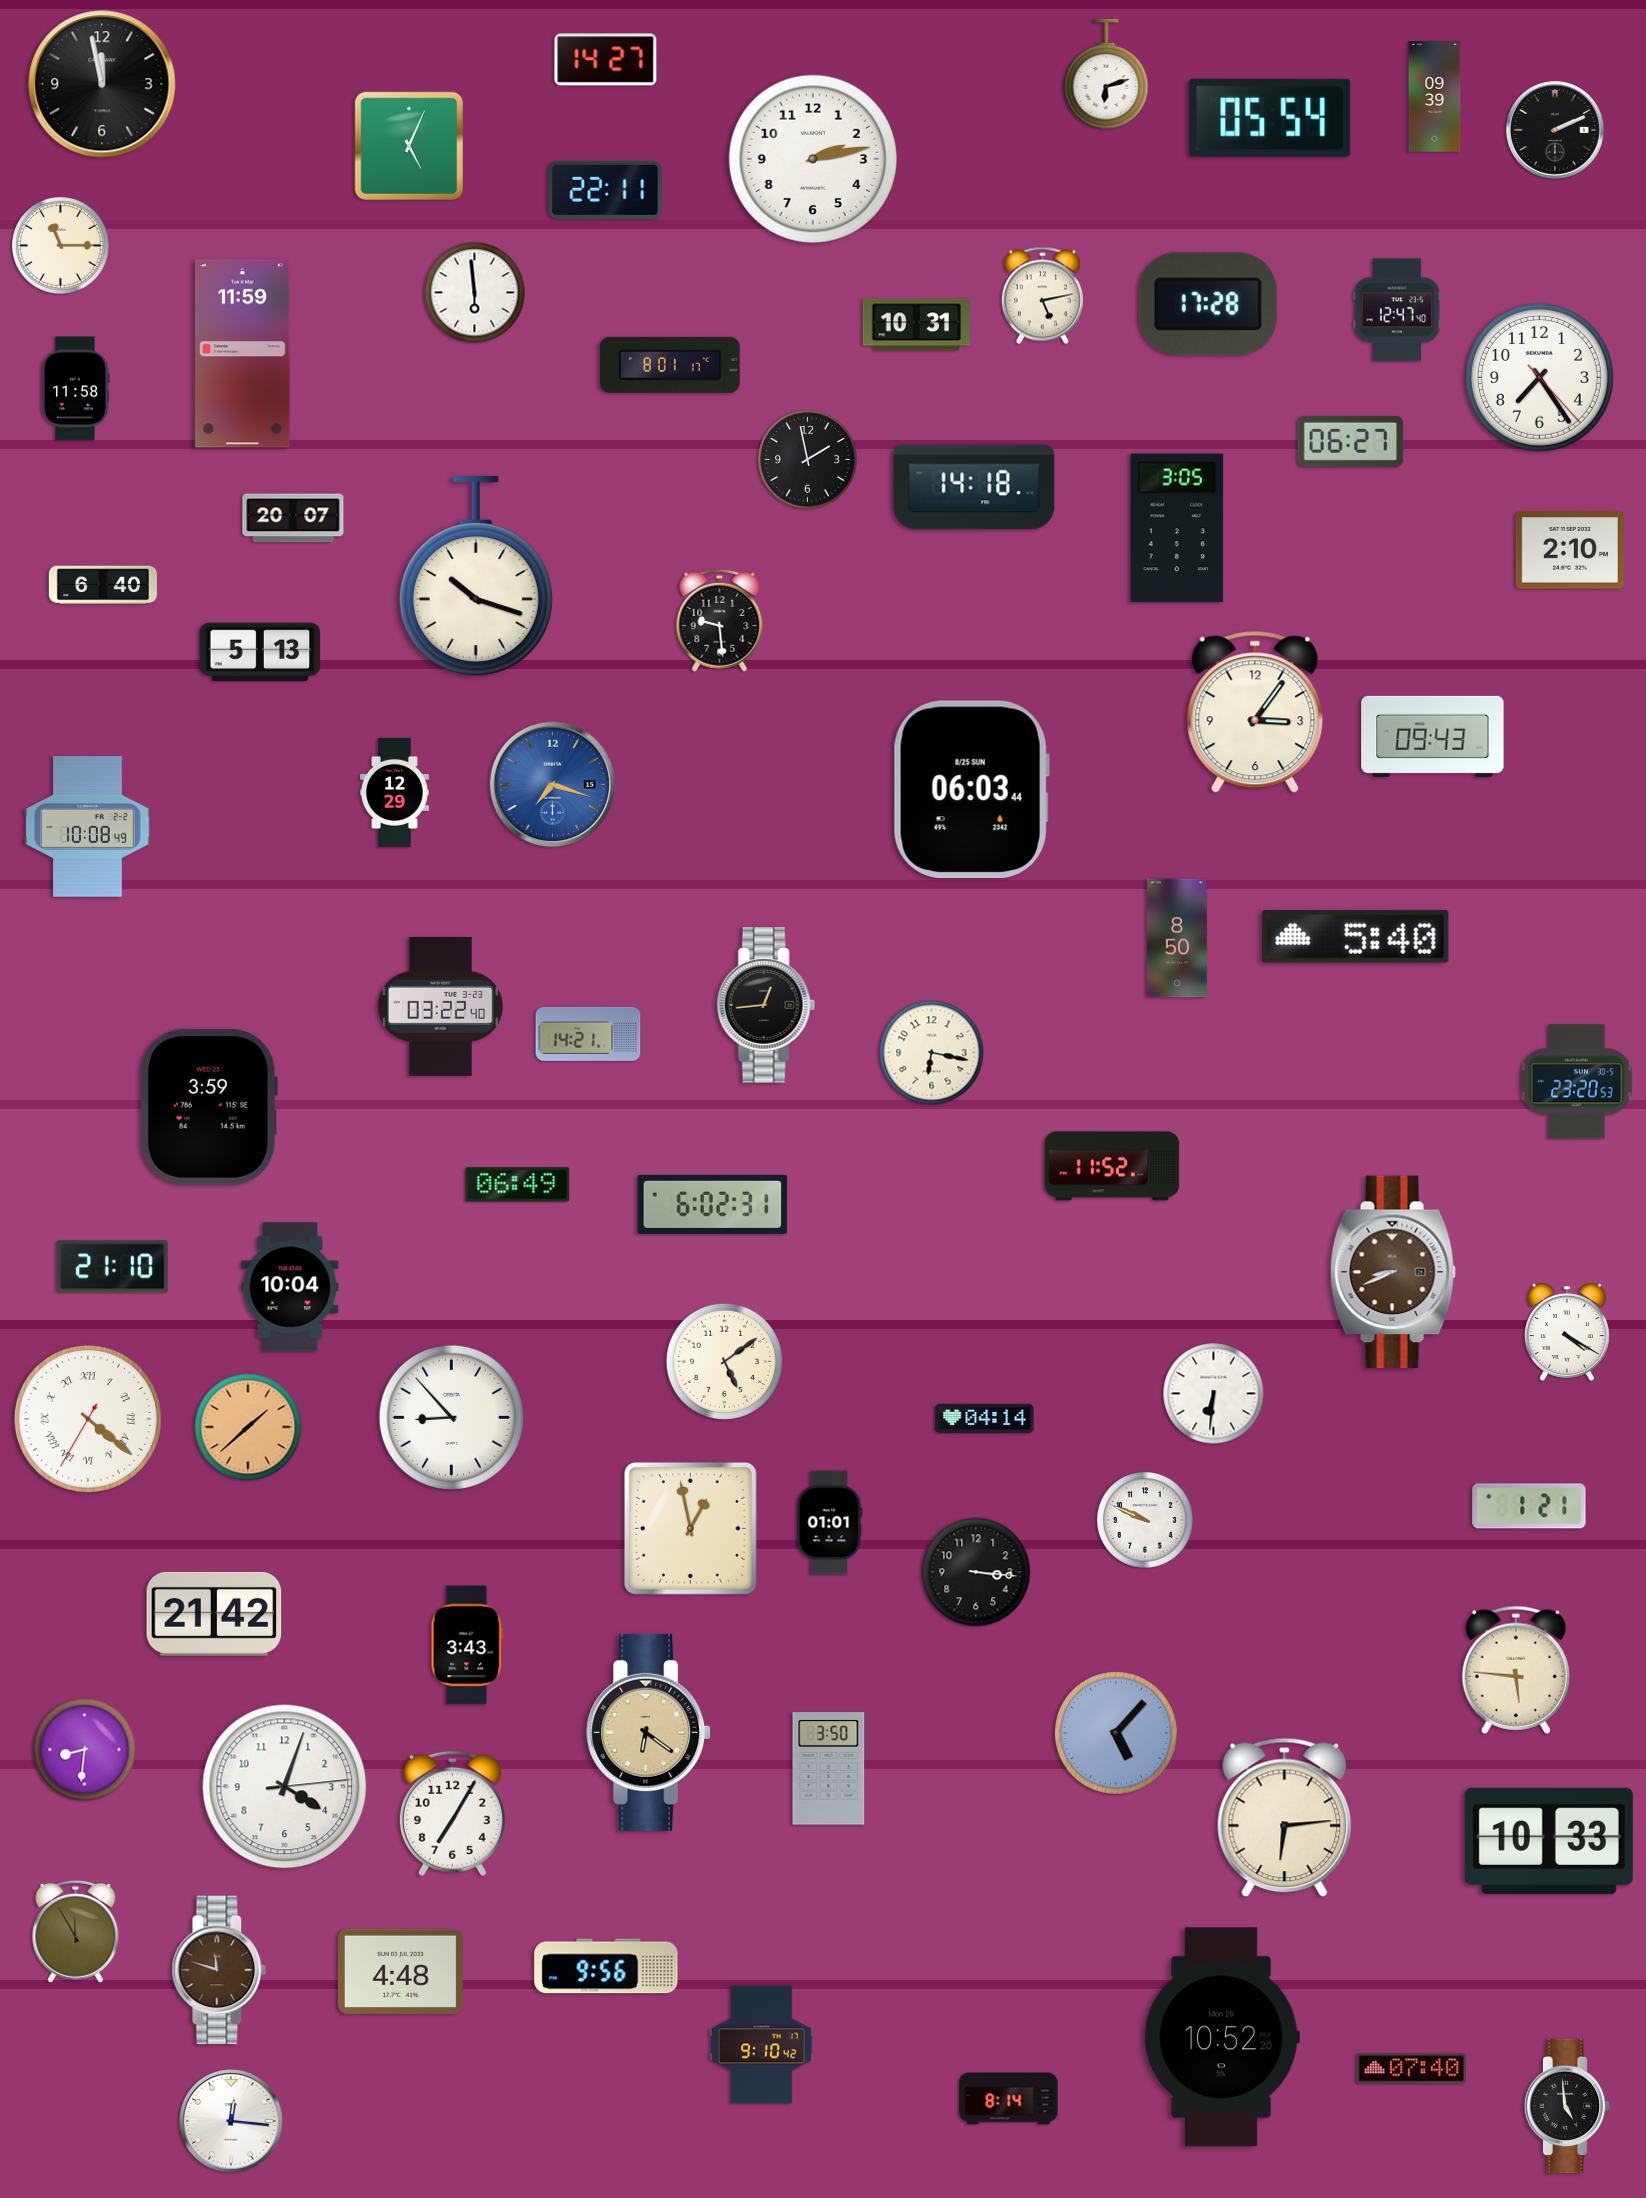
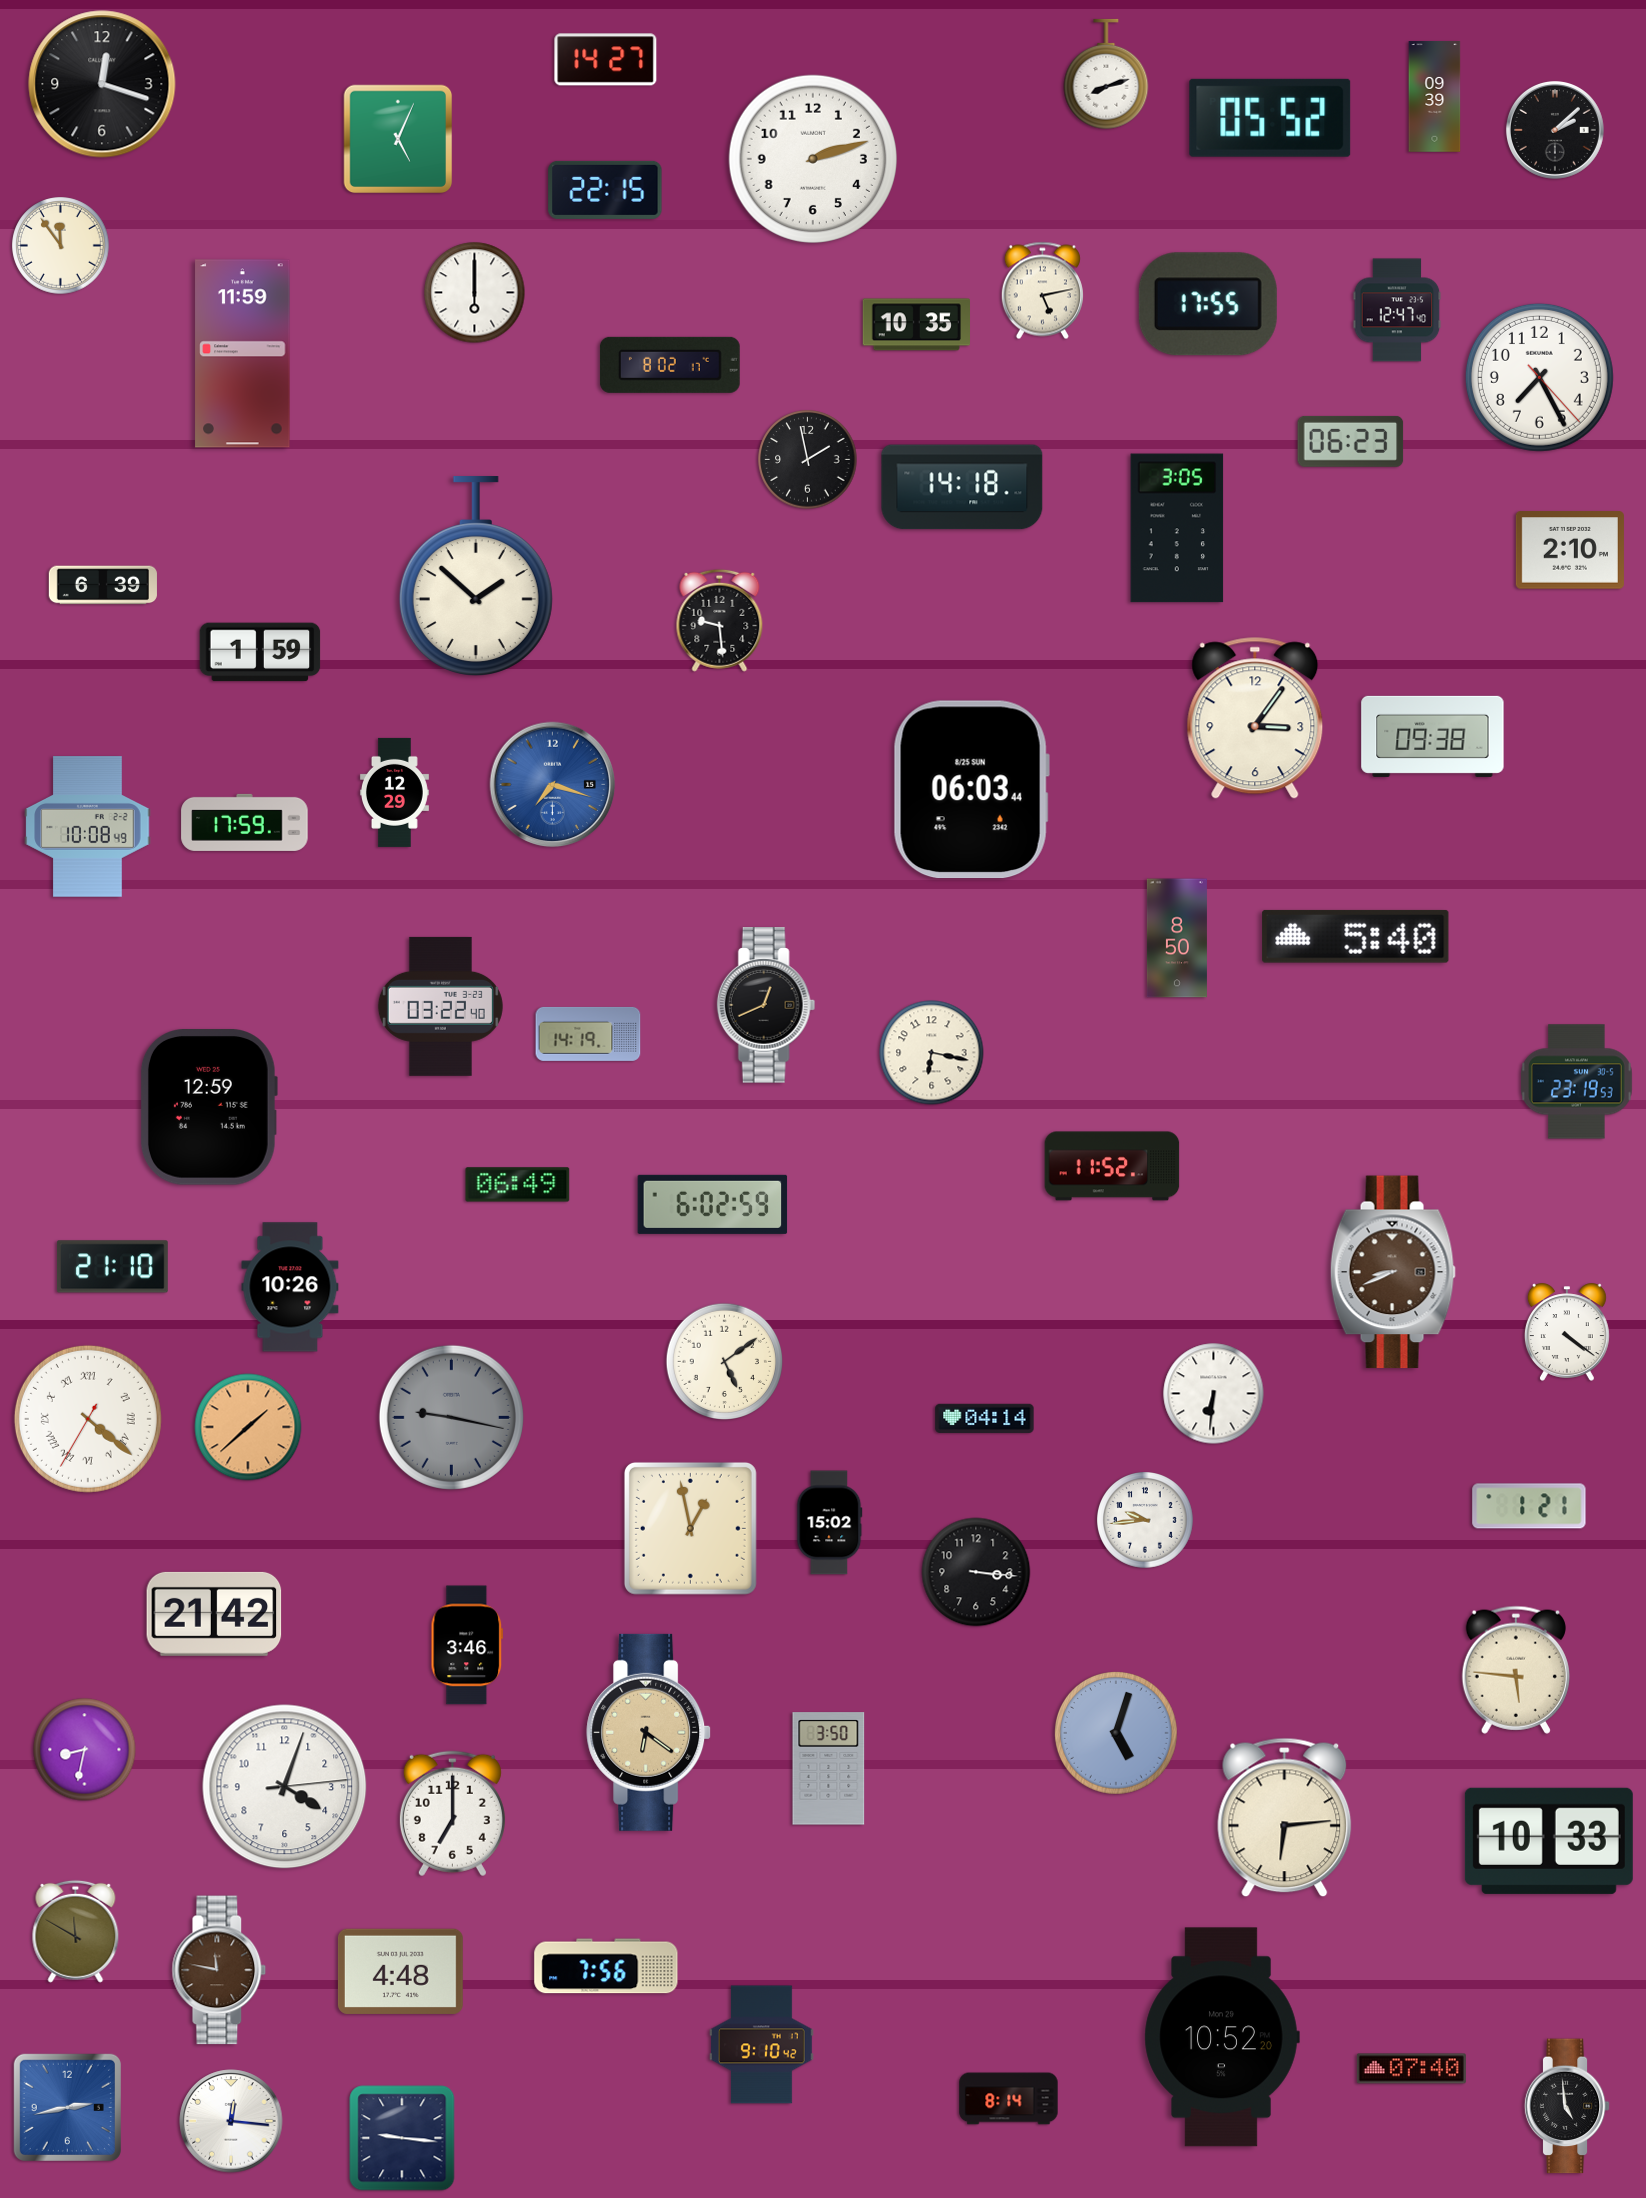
clock at (1106, 74): 6:12 -> 8:12
clock at (102, 84): 11:58 -> 12:18
clock at (1270, 118): 05:54 -> 05:52
clock at (1555, 130): 2:11 -> 2:08
clock at (409, 146) position: (409, 146) -> (398, 139)
clock at (812, 158): 2:13 -> 2:12
clock at (605, 190): 22:11 -> 22:15
clock at (61, 246): 11:15 -> 11:54
clock at (475, 293): 5:59 -> 6:00
clock at (1042, 296) position: (1042, 296) -> (1042, 291)
clock at (1208, 304): 17:28 -> 17:55
clock at (916, 325): 10:31 -> 10:35
clock at (670, 365): 8:01 -> 8:02
clock at (1539, 377): 7:24 -> 7:25
clock at (75, 389): 11:58 -> none
clock at (1351, 441): 06:27 -> 06:23
clock at (974, 487) position: (974, 487) -> (962, 487)
clock at (293, 518): 20:07 -> none
clock at (476, 576): 10:18 -> 1:52
clock at (103, 585): 6:40 -> 6:39
clock at (260, 652): 5:13 -> 1:59
clock at (1255, 712) position: (1255, 712) -> (1255, 718)
clock at (1433, 736): 09:43 -> 09:38
clock at (245, 822): none -> 17:59
clock at (766, 1005): 12:44 -> 12:41
clock at (588, 1034): 14:21 -> 14:19
clock at (1577, 1082): 23:20 -> 23:19
clock at (208, 1108): 3:59 -> 12:59
clock at (713, 1204): 6:02:31 -> 6:02:59
clock at (290, 1287): 10:04 -> 10:26
clock at (1567, 1332): 4:20 -> 4:21
clock at (451, 1417): 8:53 -> 9:17
clock at (451, 1417) dial: white -> grey
clock at (1146, 1521): 9:49 -> 9:44
clock at (830, 1523): 01:01 -> 15:02
clock at (467, 1645): 3:43 -> 3:46
clock at (1116, 1733): 5:07 -> 5:03
clock at (85, 1750): 8:31 -> 8:32
clock at (452, 1814): 7:05 -> 7:00
clock at (76, 1931): 11:55 -> 11:50
clock at (606, 1966): 9:56 -> 7:56
clock at (219, 1970): 11:48 -> 11:47
clock at (67, 2107): none -> 2:43
clock at (402, 2138): none -> 9:16
